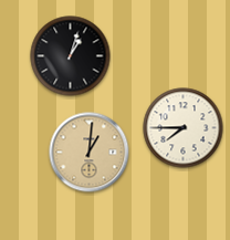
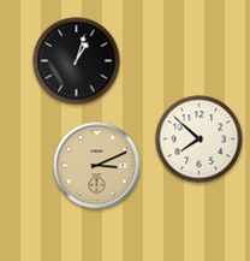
clock at (184, 128): 7:45 -> 7:52
clock at (90, 153): 1:01 -> 3:11
